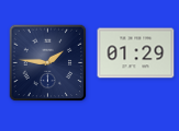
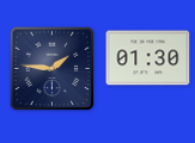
clock at (136, 53): 01:29 -> 01:30
